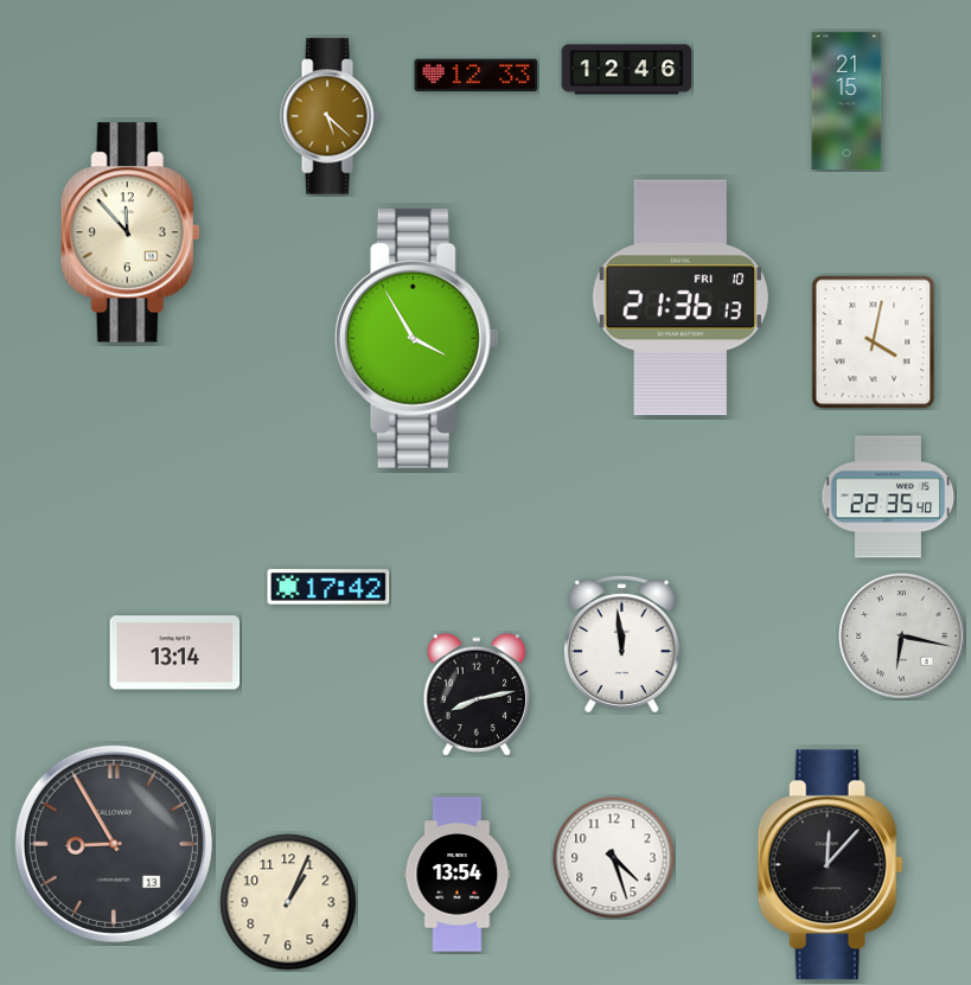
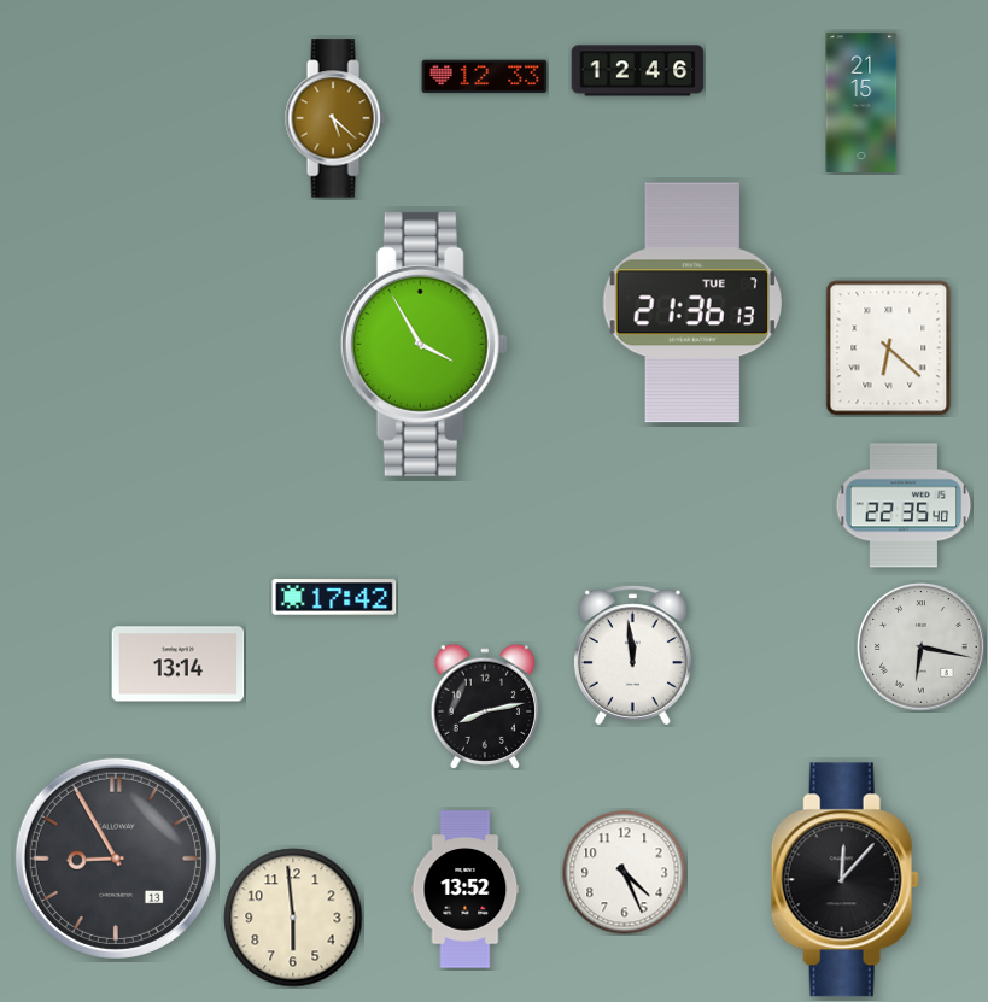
clock at (130, 232): 11:53 -> none
clock at (681, 298) date: FRI 10 -> TUE 7
clock at (874, 343): 4:02 -> 6:22
clock at (902, 637) position: (902, 637) -> (922, 648)
clock at (614, 858): 4:27 -> 4:26
clock at (458, 875): 13:54 -> 13:52
clock at (288, 902): 1:04 -> 5:59
